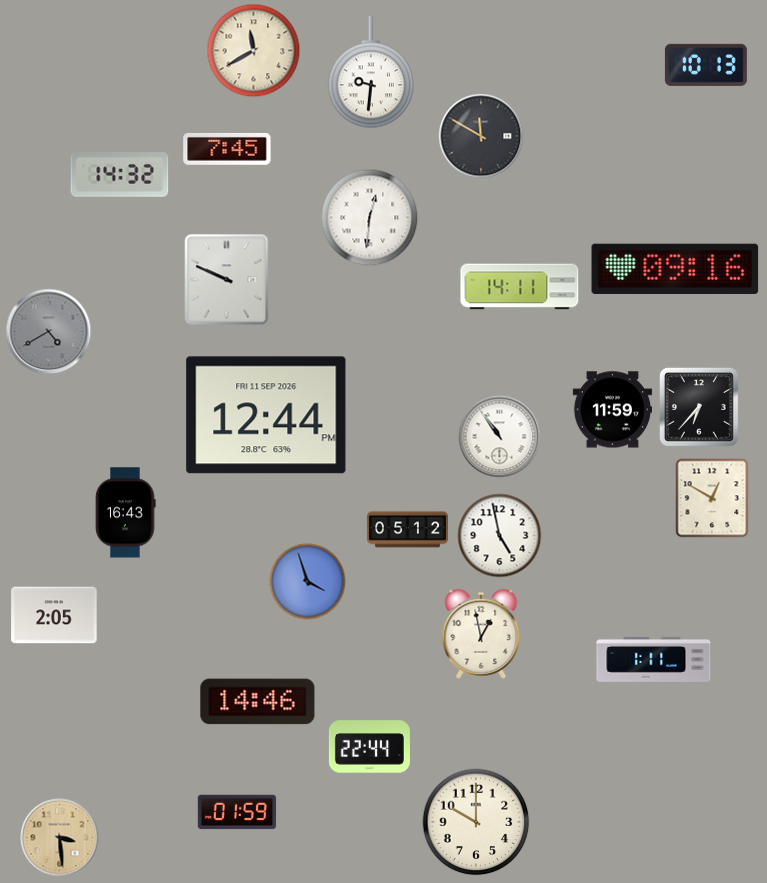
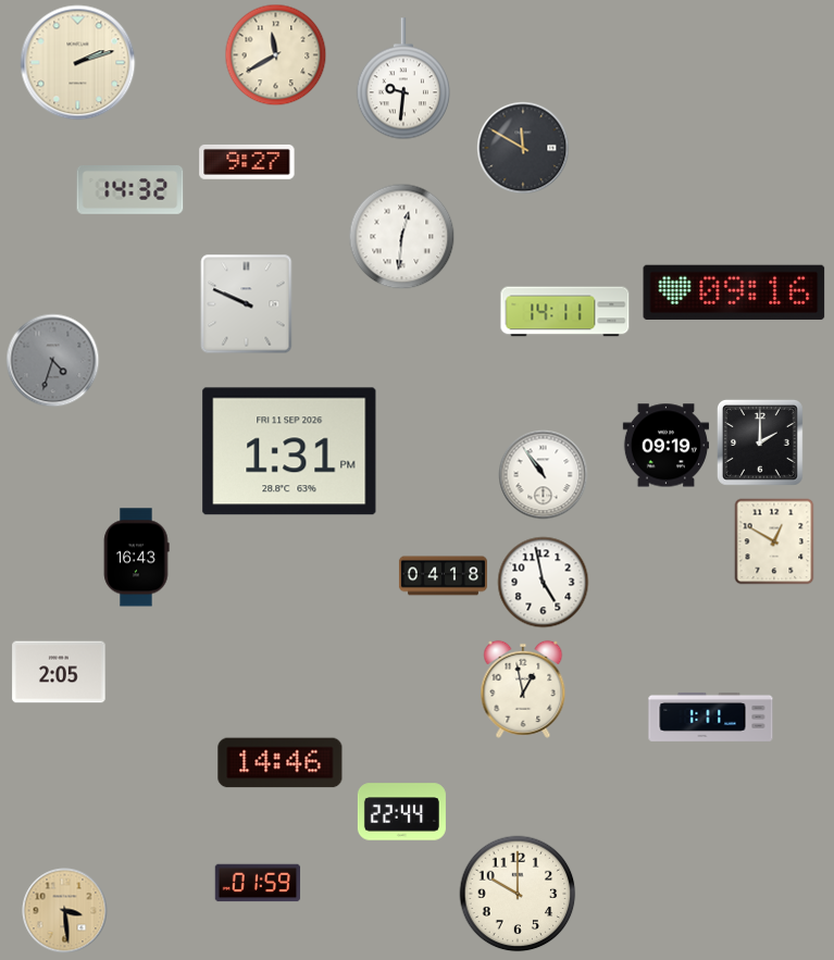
clock at (78, 63): none -> 2:12
clock at (706, 65): 10:13 -> none
clock at (227, 149): 7:45 -> 9:27
clock at (49, 332): 4:40 -> 4:33
clock at (699, 407): 6:37 -> 2:00
clock at (612, 410): 11:59 -> 09:19
clock at (266, 415): 12:44 -> 1:31
clock at (407, 530): 05:12 -> 04:18
clock at (308, 582): 3:57 -> none
clock at (54, 615) position: (54, 615) -> (59, 672)
